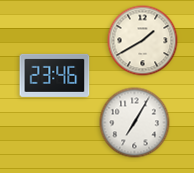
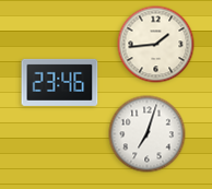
clock at (143, 41): 1:40 -> 1:44
clock at (135, 123): 7:05 -> 7:03
